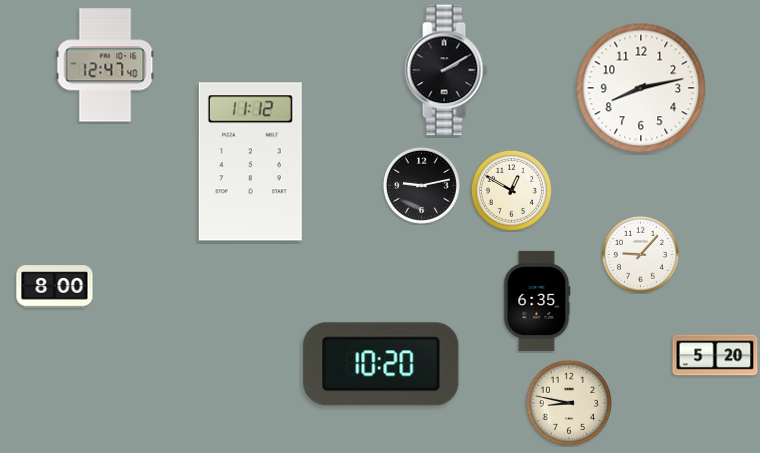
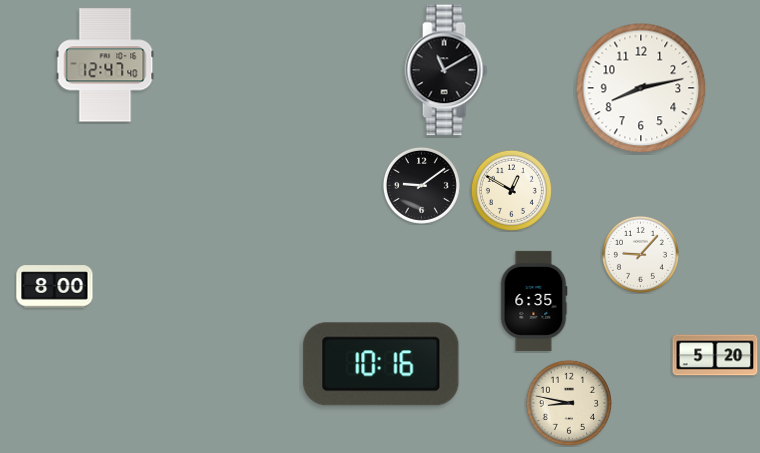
clock at (446, 70): 2:10 -> 11:10
clock at (250, 162): 11:12 -> none
clock at (421, 185): 9:13 -> 9:09
clock at (537, 301) position: (537, 301) -> (534, 301)
clock at (381, 364): 10:20 -> 10:16
